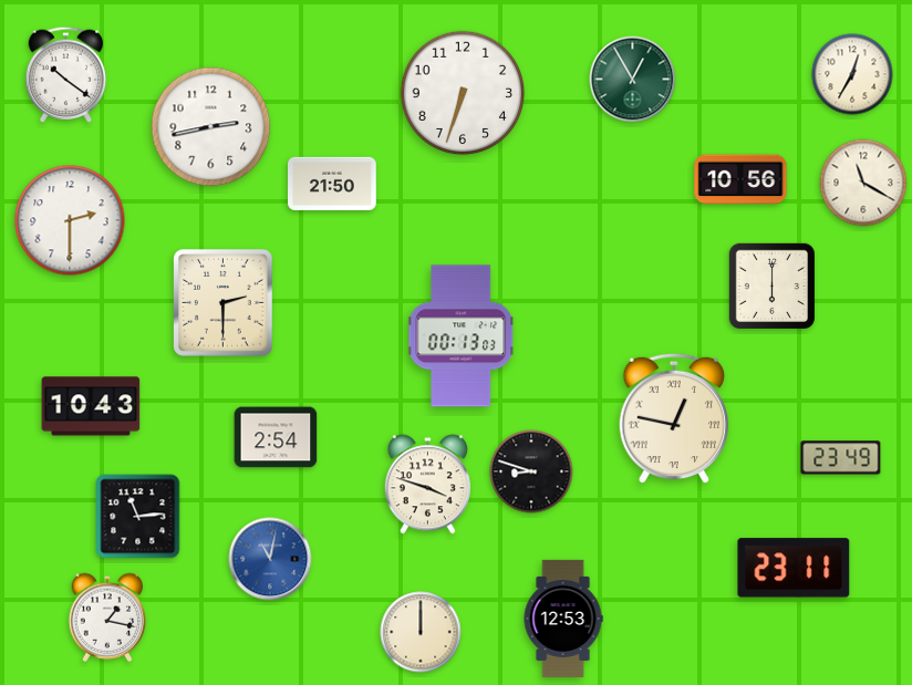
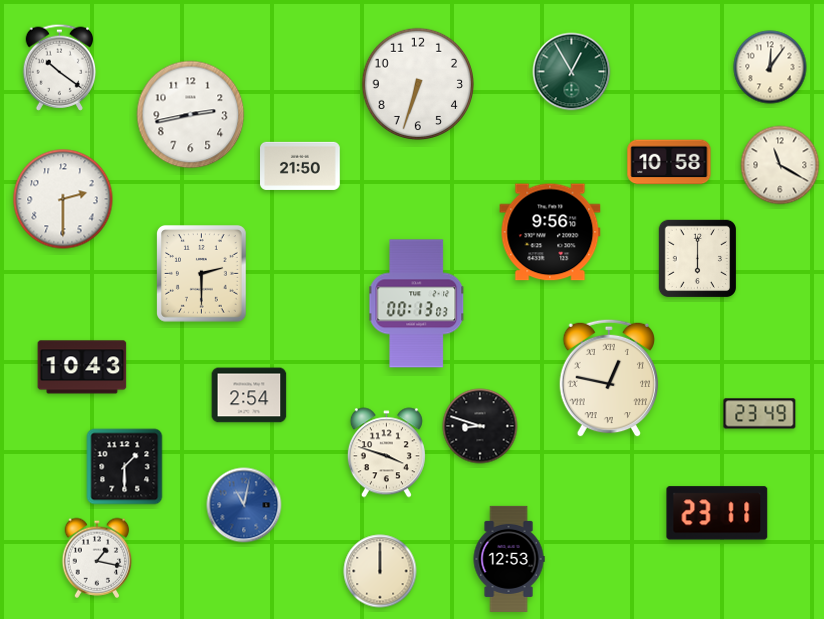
clock at (852, 74): 12:35 -> 12:06
clock at (740, 179): 10:56 -> 10:58
clock at (550, 232): none -> 9:56
clock at (427, 485) position: (427, 485) -> (386, 453)
clock at (138, 517): 11:14 -> 1:30
